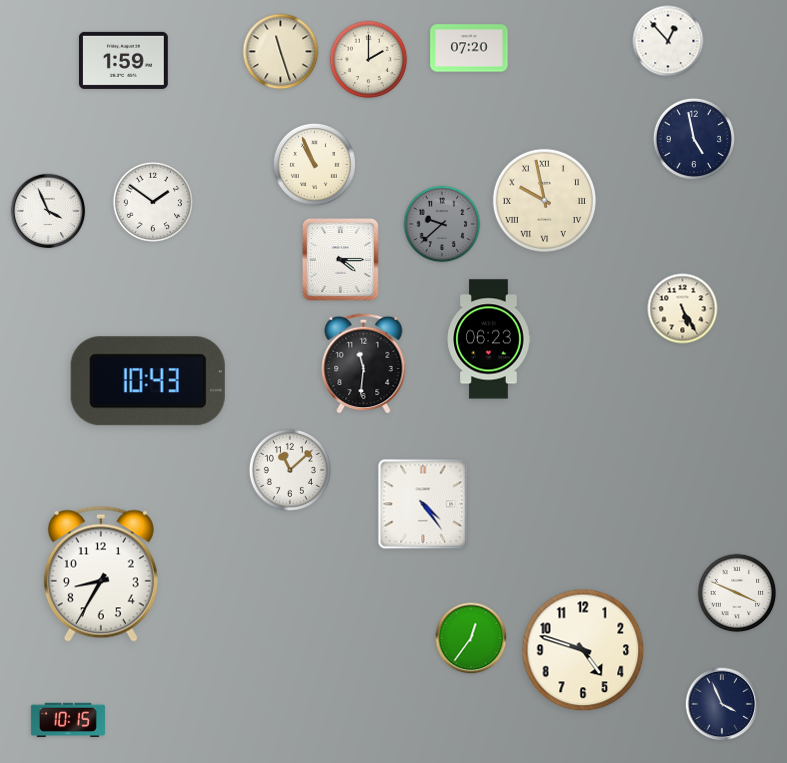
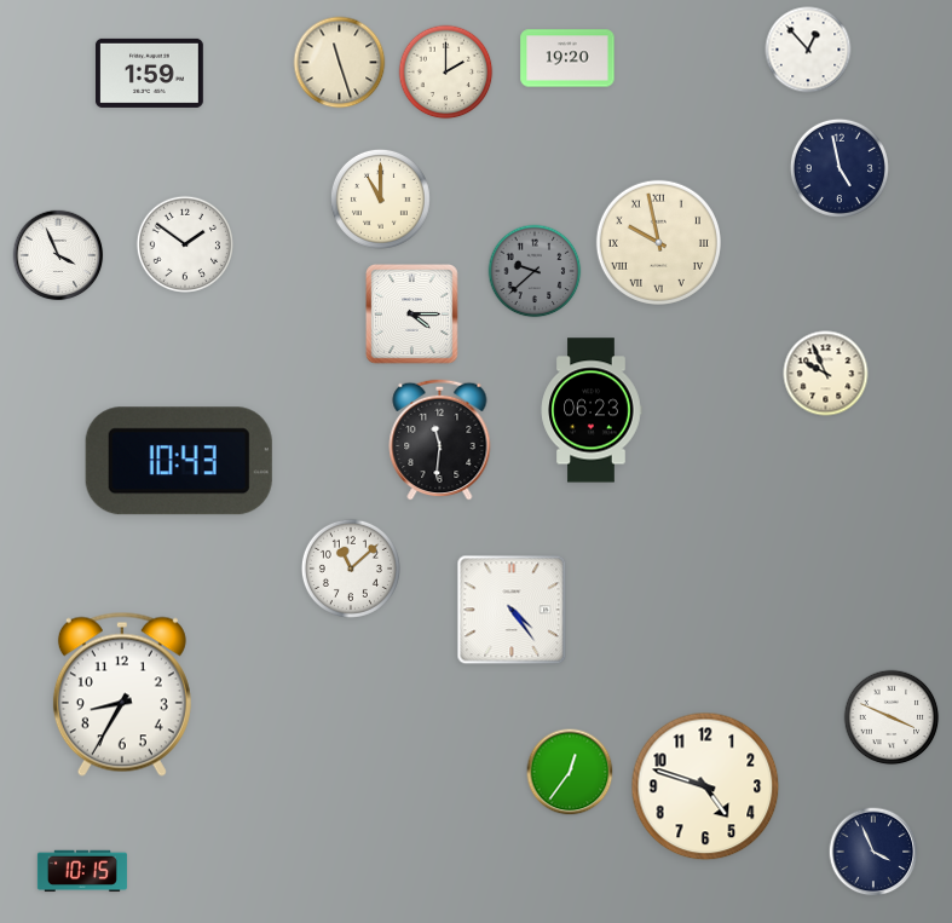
clock at (469, 48): 07:20 -> 19:20
clock at (314, 164): 10:56 -> 11:00
clock at (683, 309): 5:25 -> 9:56
